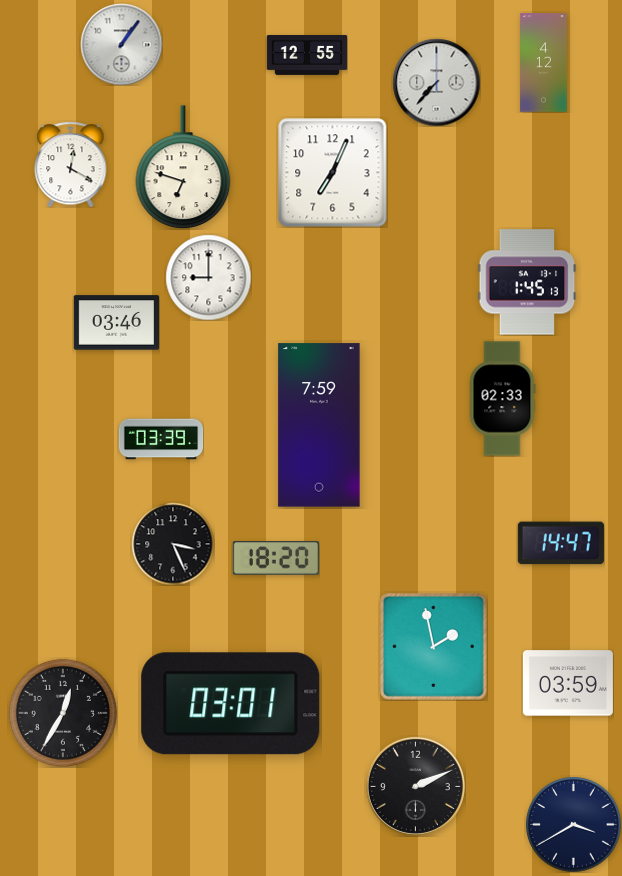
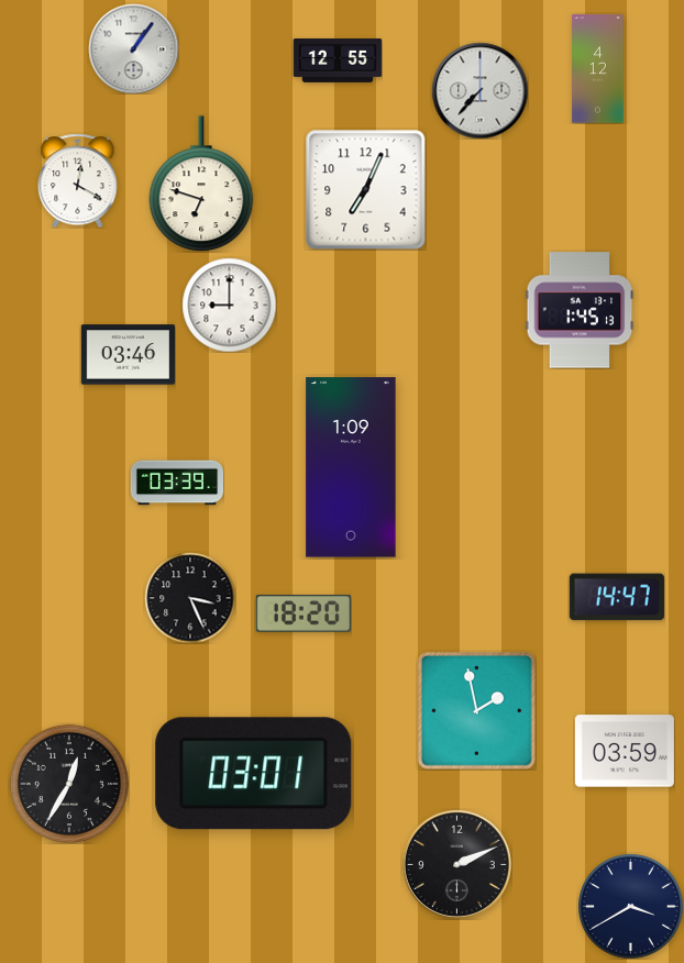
clock at (502, 399): 02:33 -> none
clock at (319, 425): 7:59 -> 1:09
